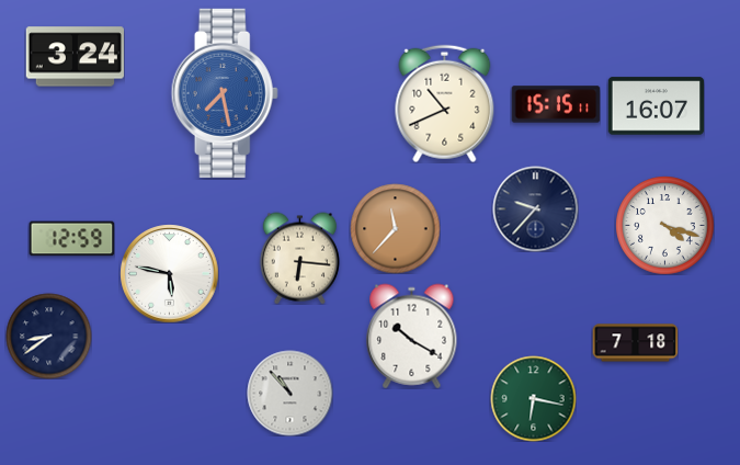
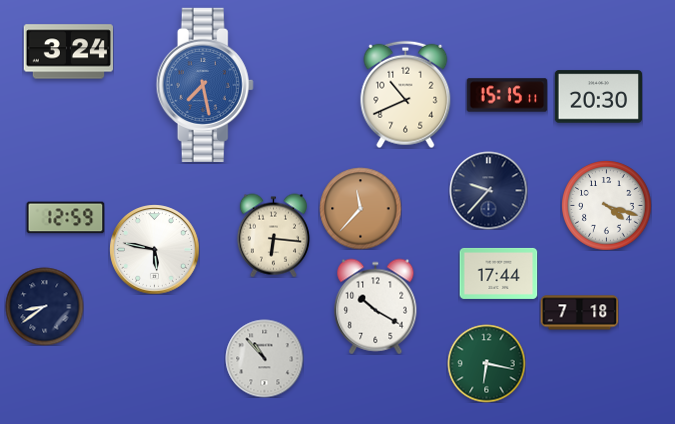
clock at (656, 106): 16:07 -> 20:30
clock at (498, 273): none -> 17:44
